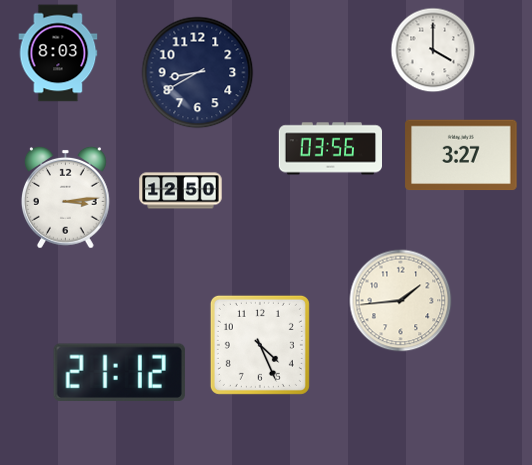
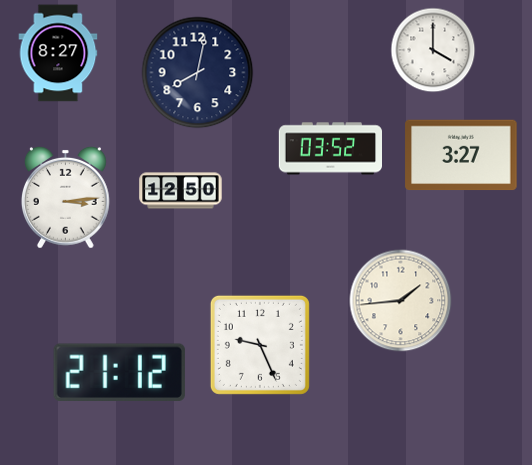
clock at (58, 53): 8:03 -> 8:27
clock at (198, 73): 8:40 -> 8:02
clock at (330, 149): 03:56 -> 03:52
clock at (260, 345): 4:26 -> 9:26
